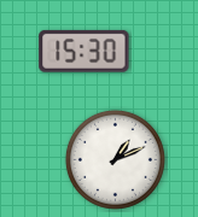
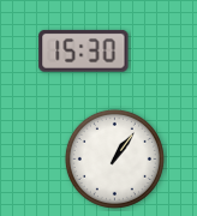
clock at (115, 159): 1:11 -> 1:06
